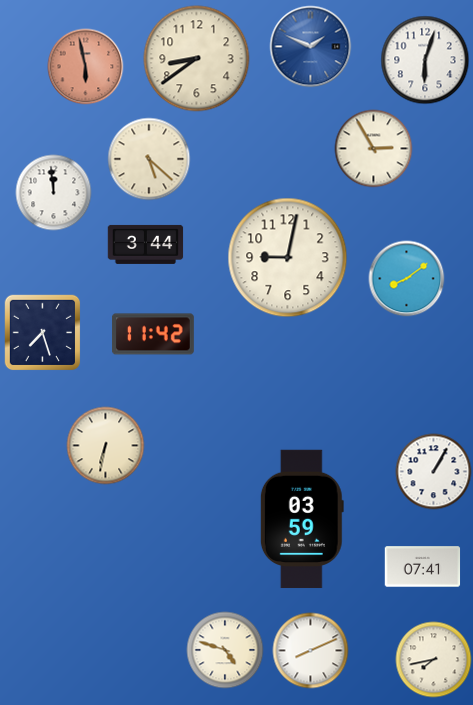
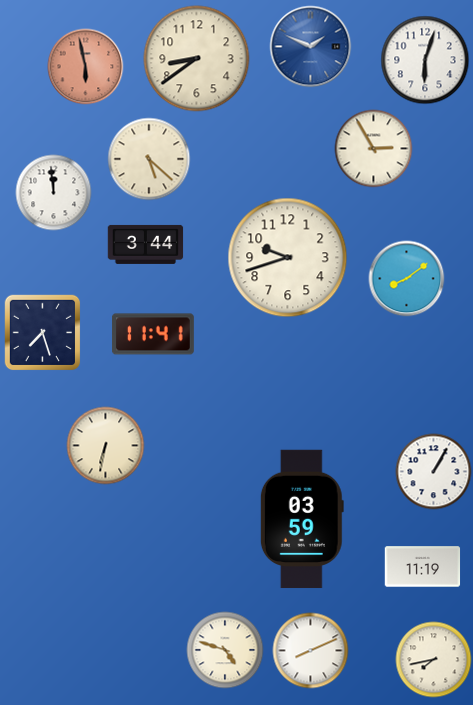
clock at (288, 258): 9:02 -> 9:42
clock at (154, 334): 11:42 -> 11:41
clock at (423, 567): 07:41 -> 11:19
